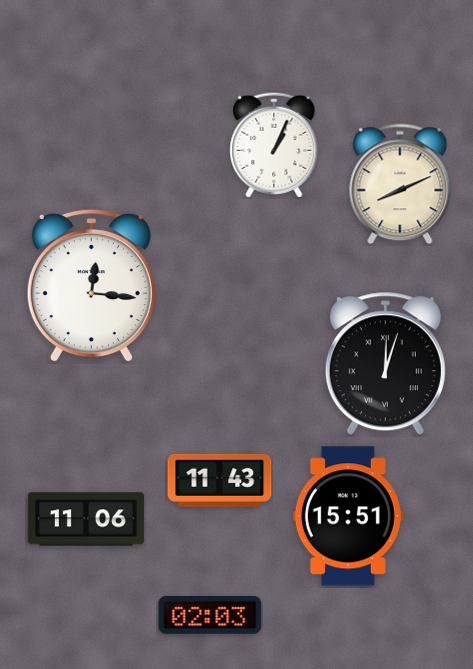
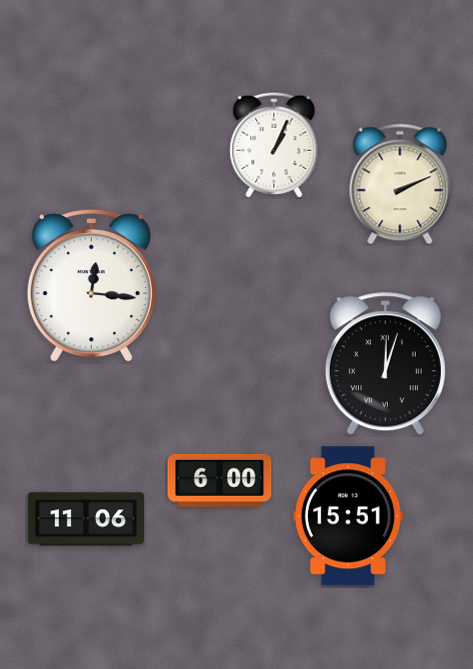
clock at (400, 184): 8:11 -> 2:11
clock at (220, 480): 11:43 -> 6:00
clock at (210, 616): 02:03 -> none
